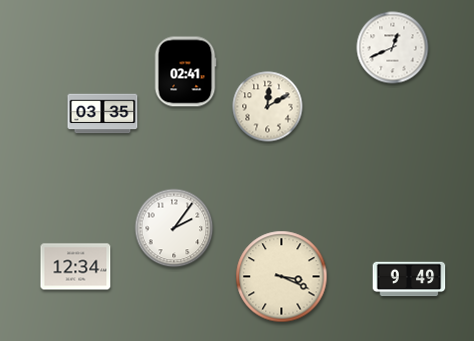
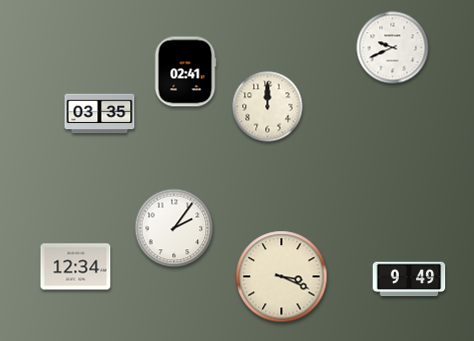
clock at (393, 48): 12:41 -> 9:41
clock at (268, 107): 12:10 -> 12:00
clock at (103, 114) position: (103, 114) -> (100, 114)
